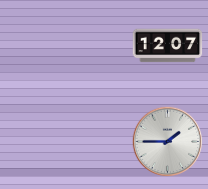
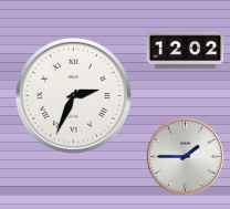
clock at (168, 46): 12:07 -> 12:02
clock at (73, 95): none -> 2:34
